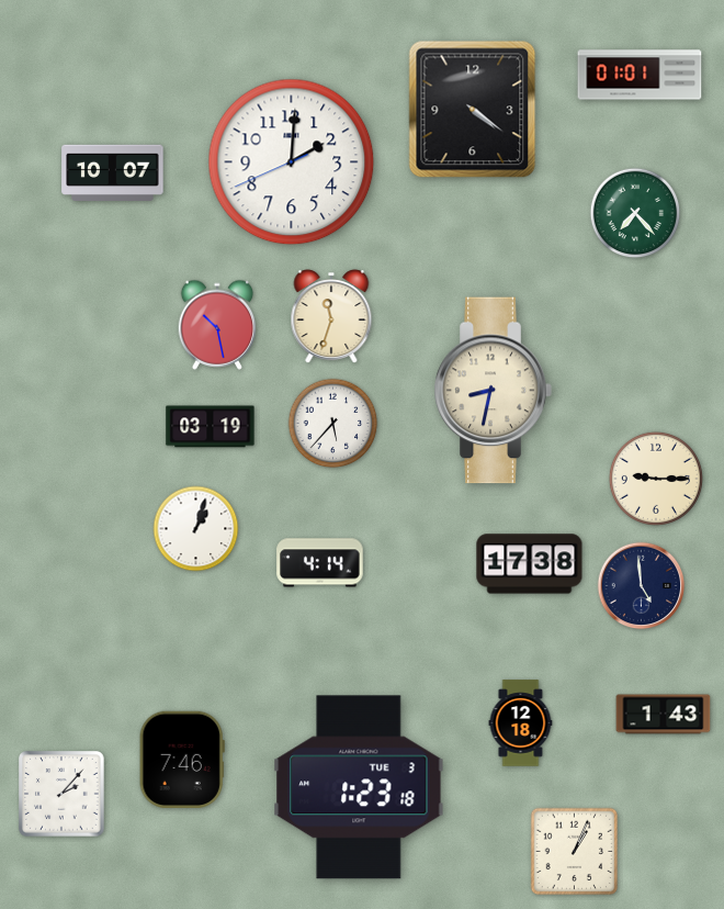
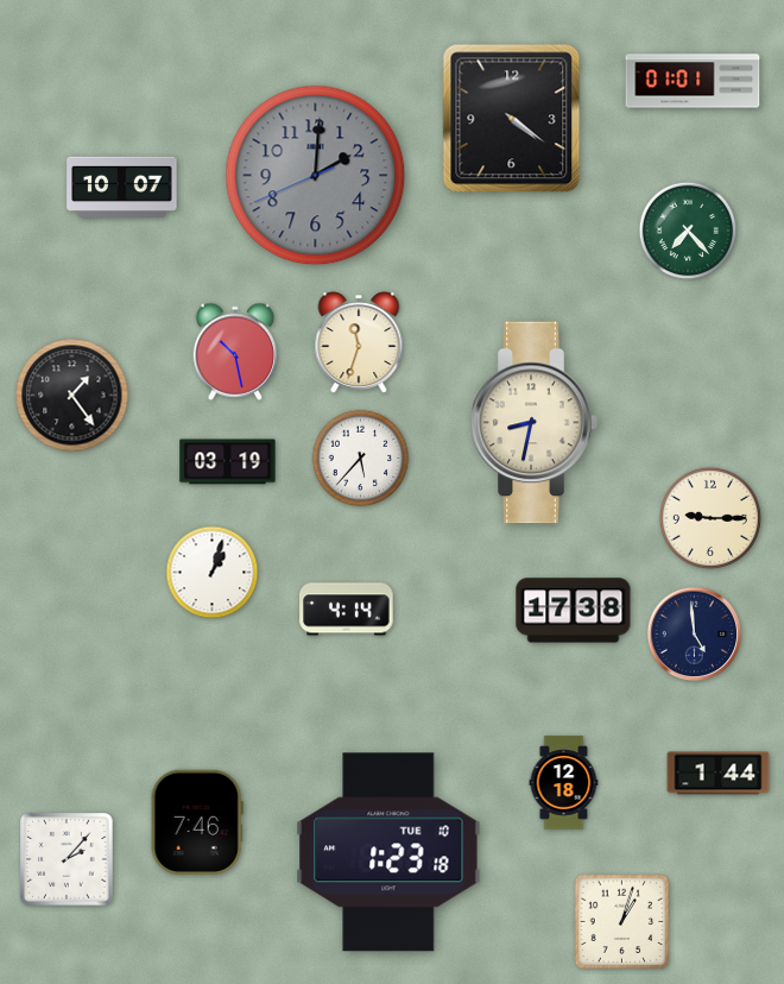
clock at (292, 162) dial: white -> grey
clock at (72, 396): none -> 1:24
clock at (664, 715): 1:43 -> 1:44
clock at (359, 787) date: TUE 3 -> TUE 10
clock at (575, 852): 1:04 -> 1:03
